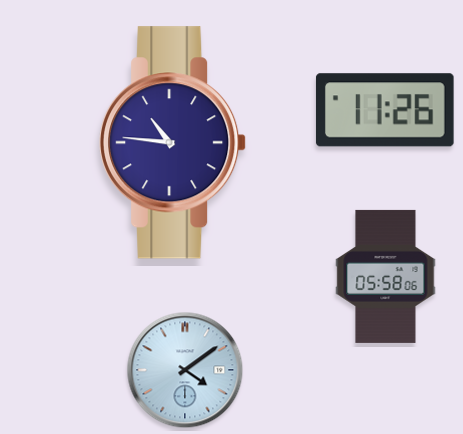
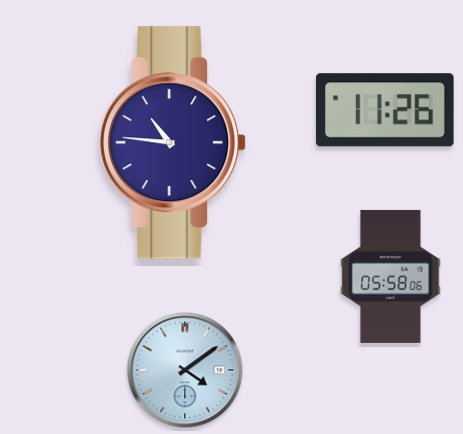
clock at (386, 276) position: (386, 276) -> (391, 276)
